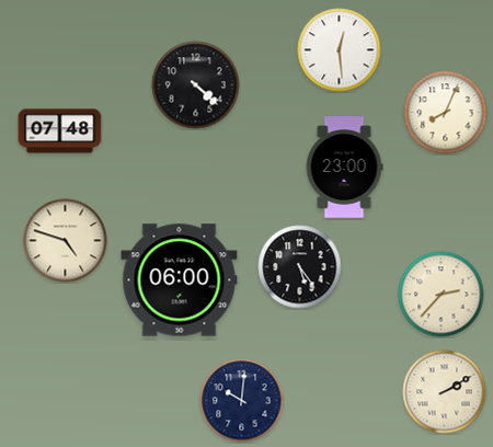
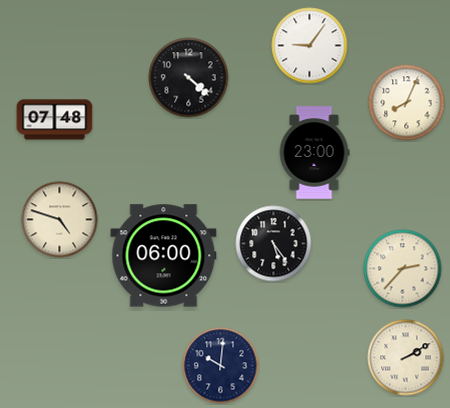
clock at (340, 50): 12:29 -> 9:06
clock at (196, 85) position: (196, 85) -> (189, 78)
